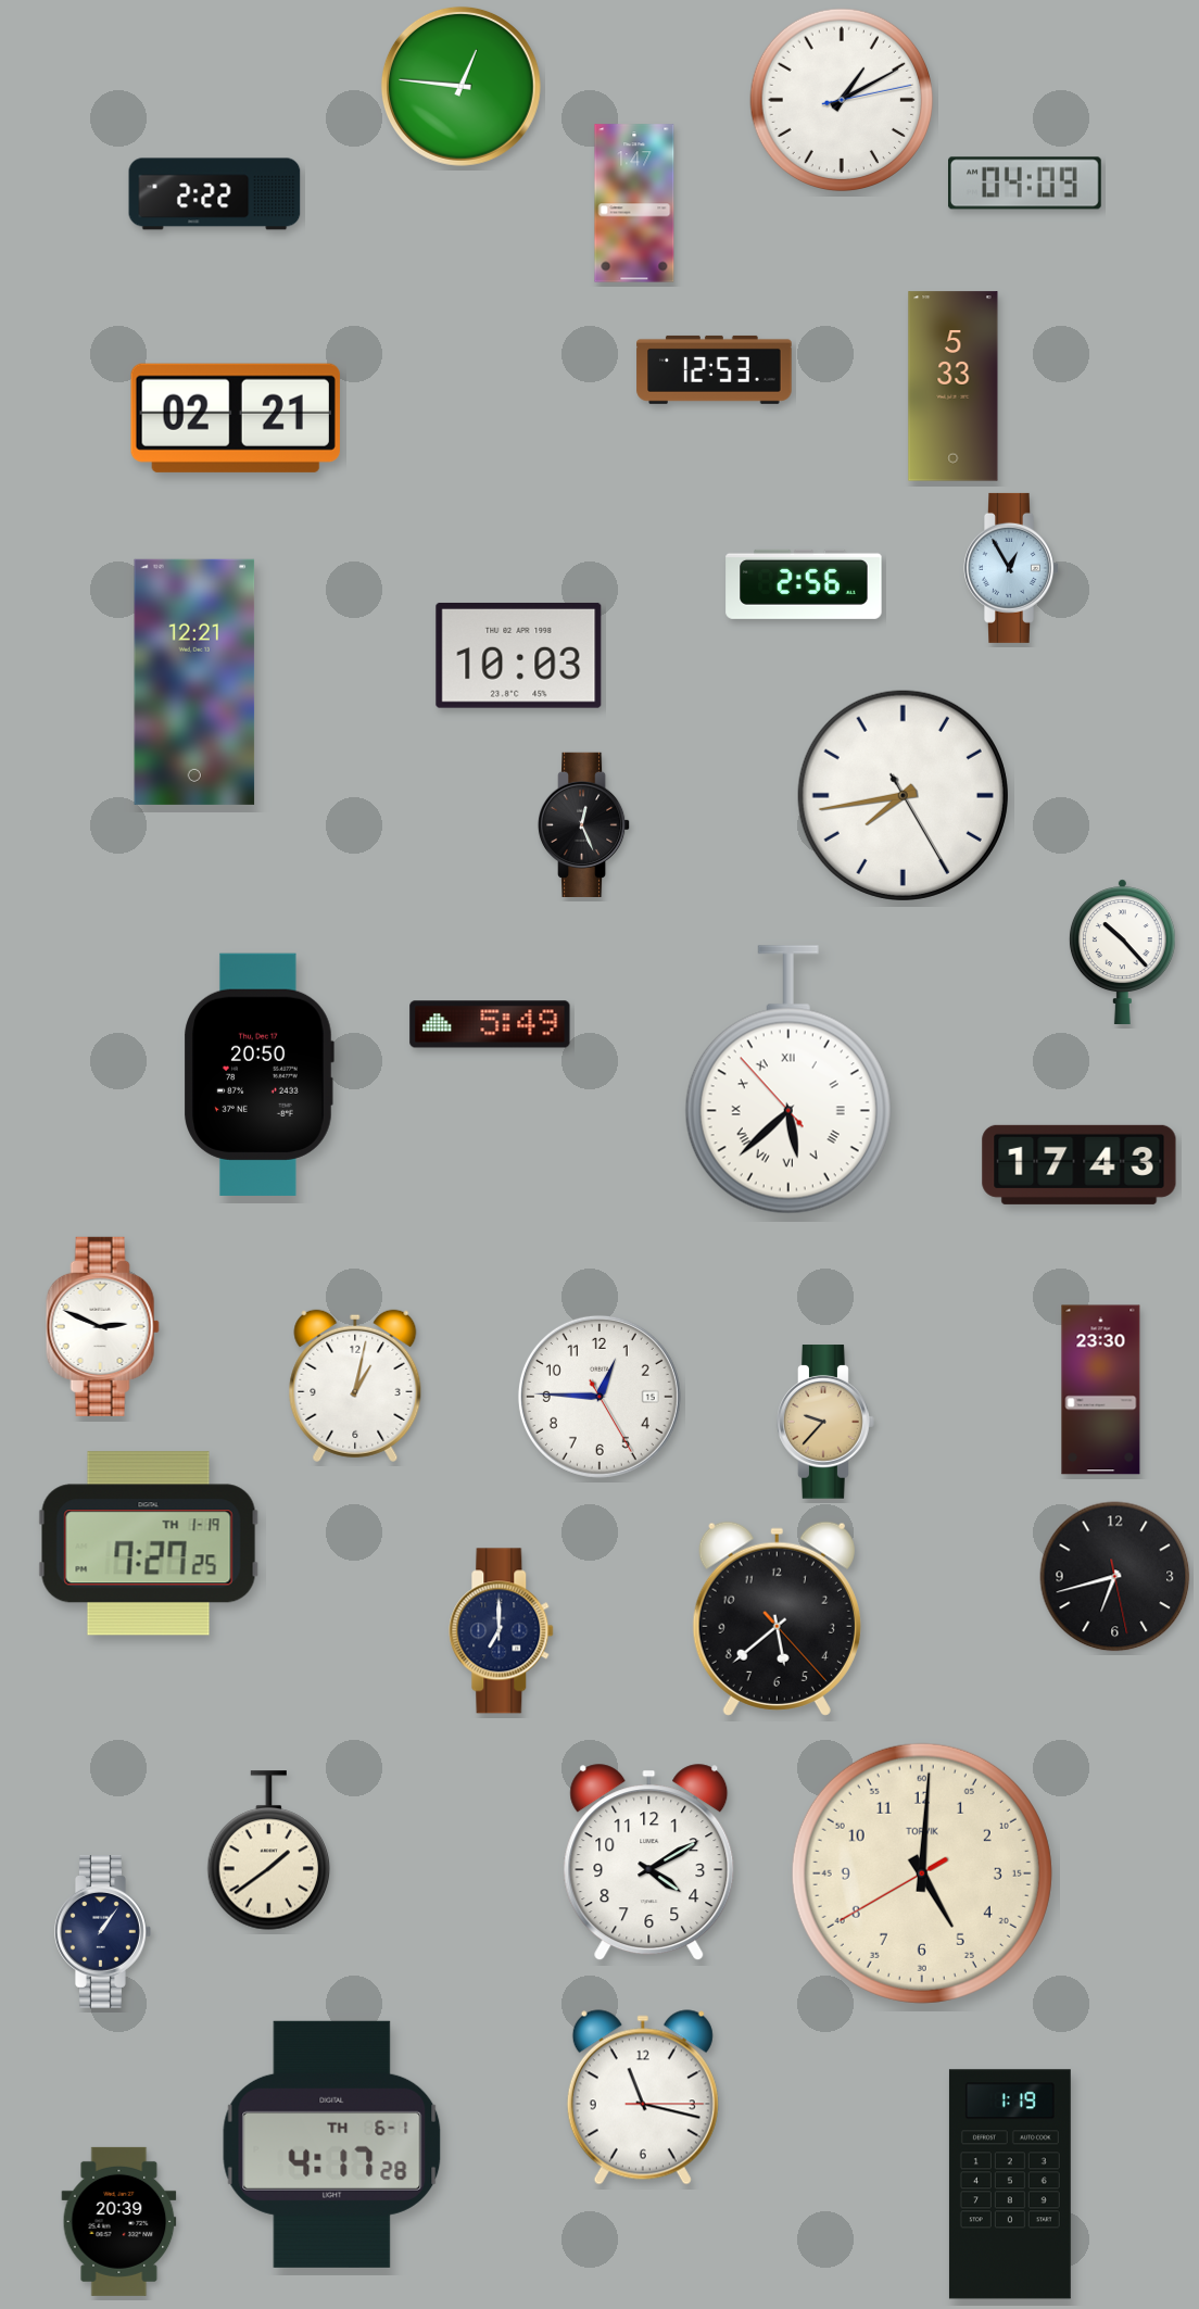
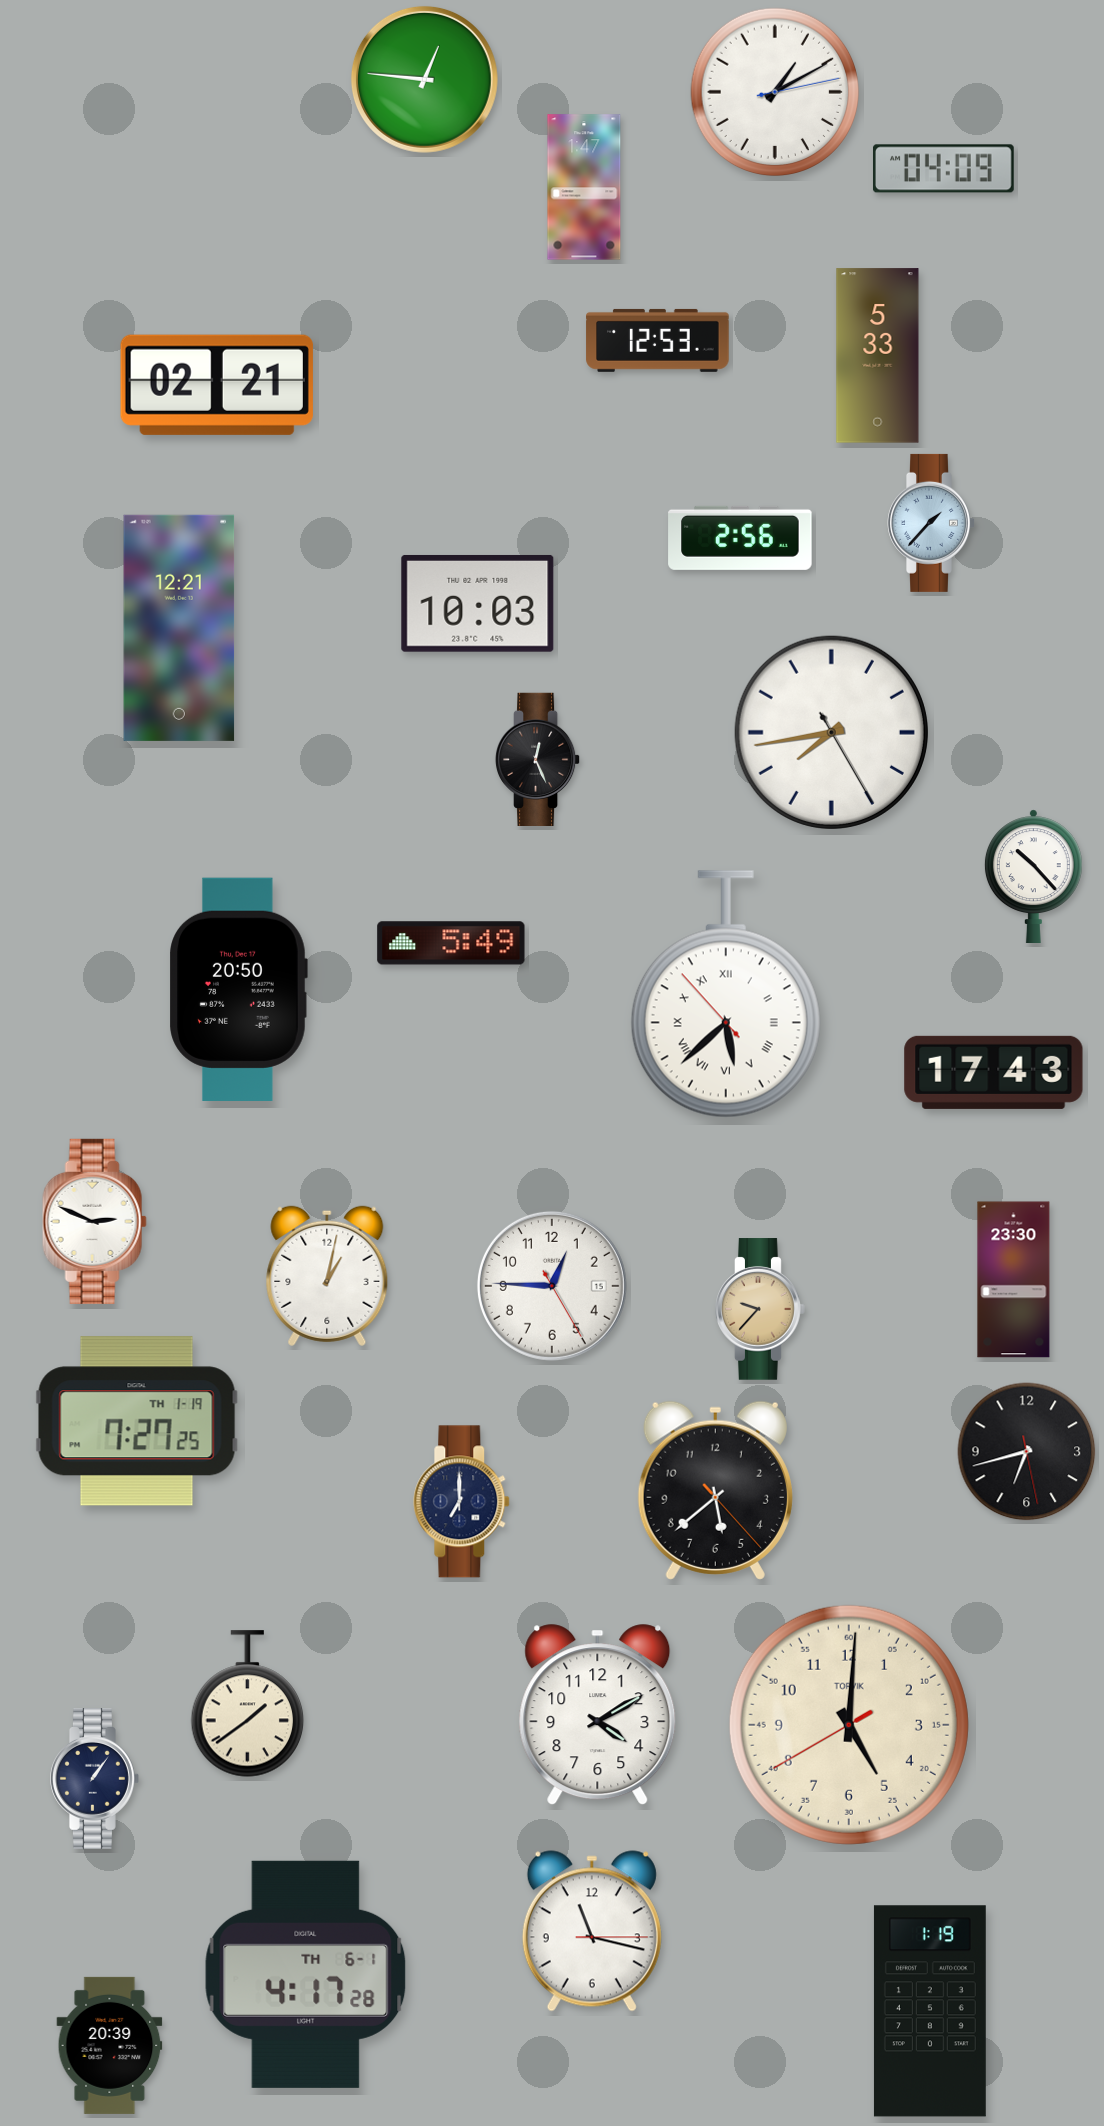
clock at (215, 194): 2:22 -> none
clock at (1012, 568): 12:55 -> 1:37
